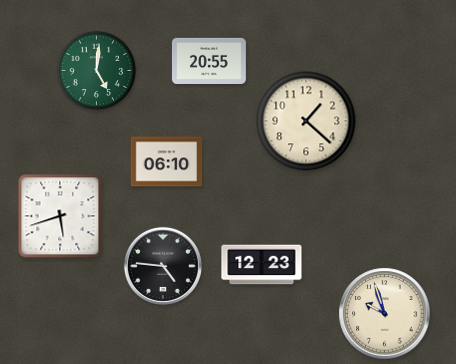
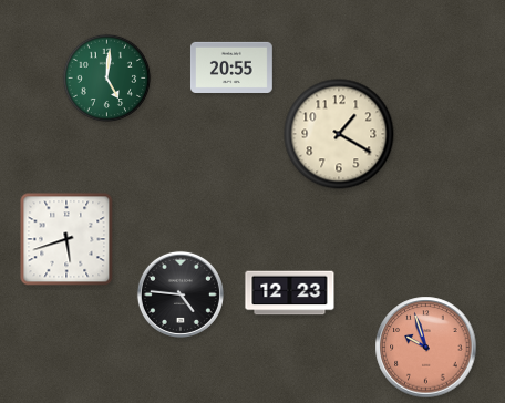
clock at (306, 121): 1:22 -> 1:20
clock at (167, 162): 06:10 -> none
clock at (385, 314) dial: cream -> salmon
